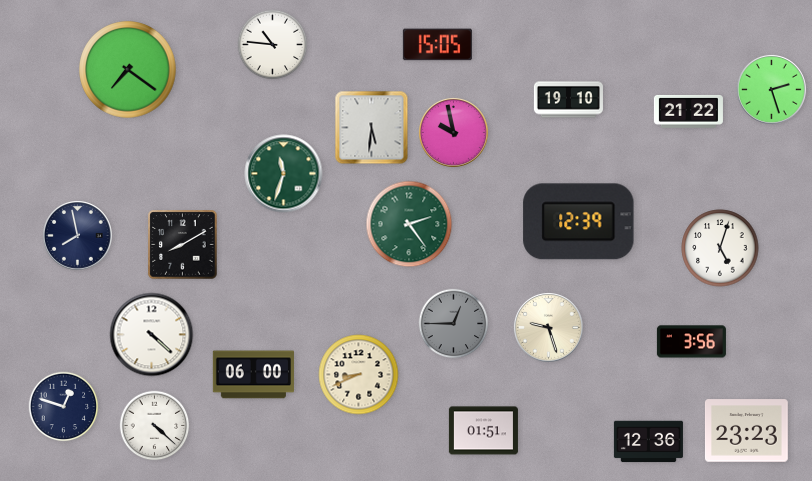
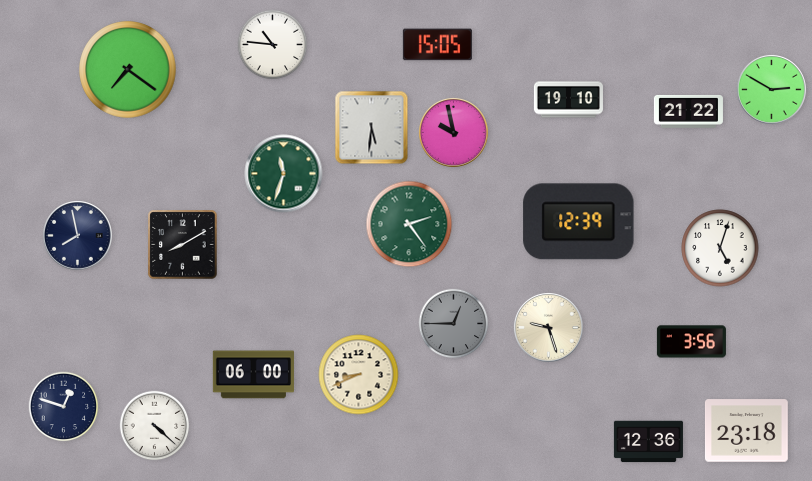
clock at (771, 89): 2:27 -> 2:50
clock at (152, 335): 4:22 -> none
clock at (483, 431): 01:51 -> none
clock at (746, 431): 23:23 -> 23:18
